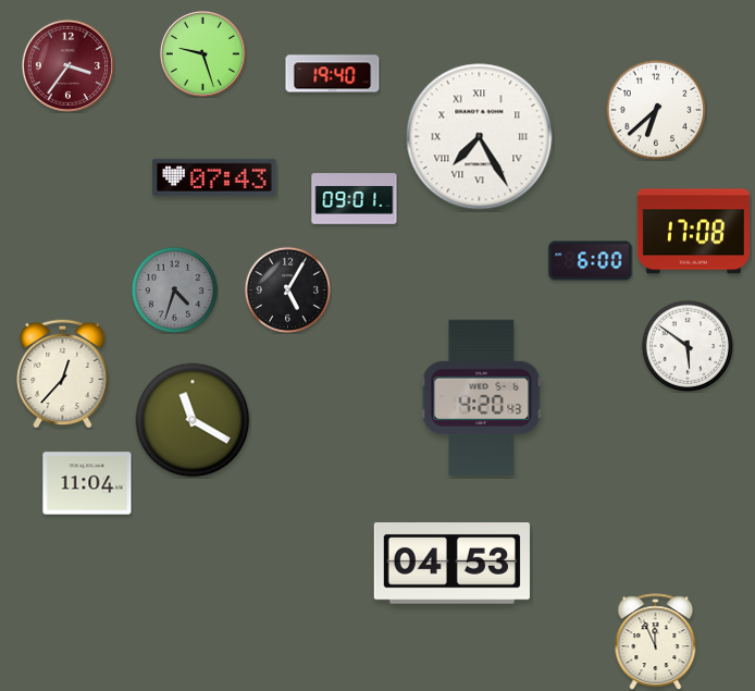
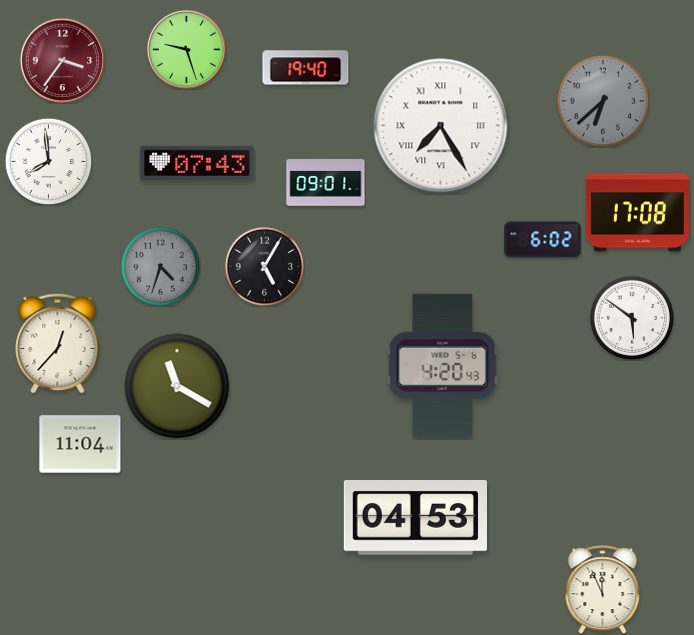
clock at (656, 110) dial: white -> grey
clock at (48, 161): none -> 7:59
clock at (591, 261): 6:00 -> 6:02
